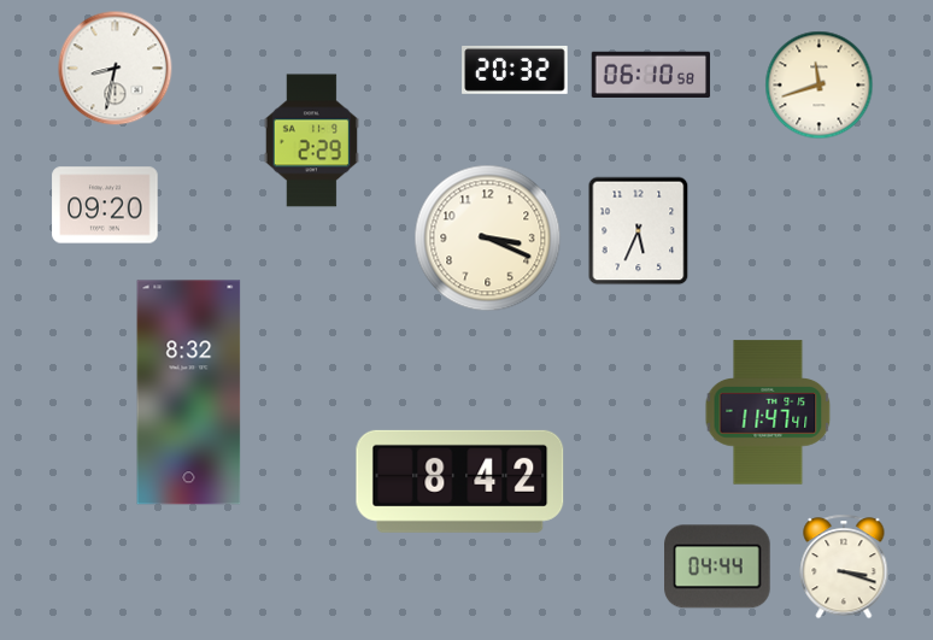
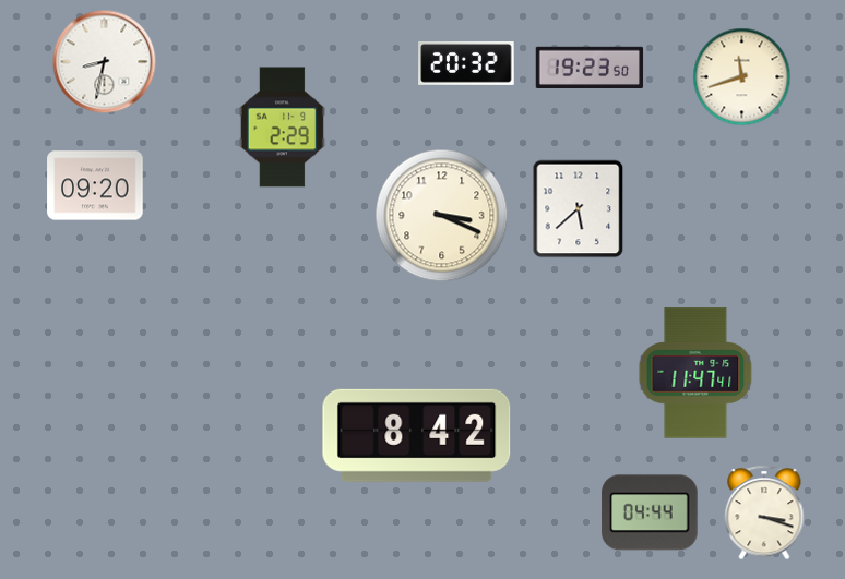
clock at (651, 74): 06:10 -> 19:23
clock at (639, 231): 5:34 -> 5:38
clock at (189, 393): 8:32 -> none
